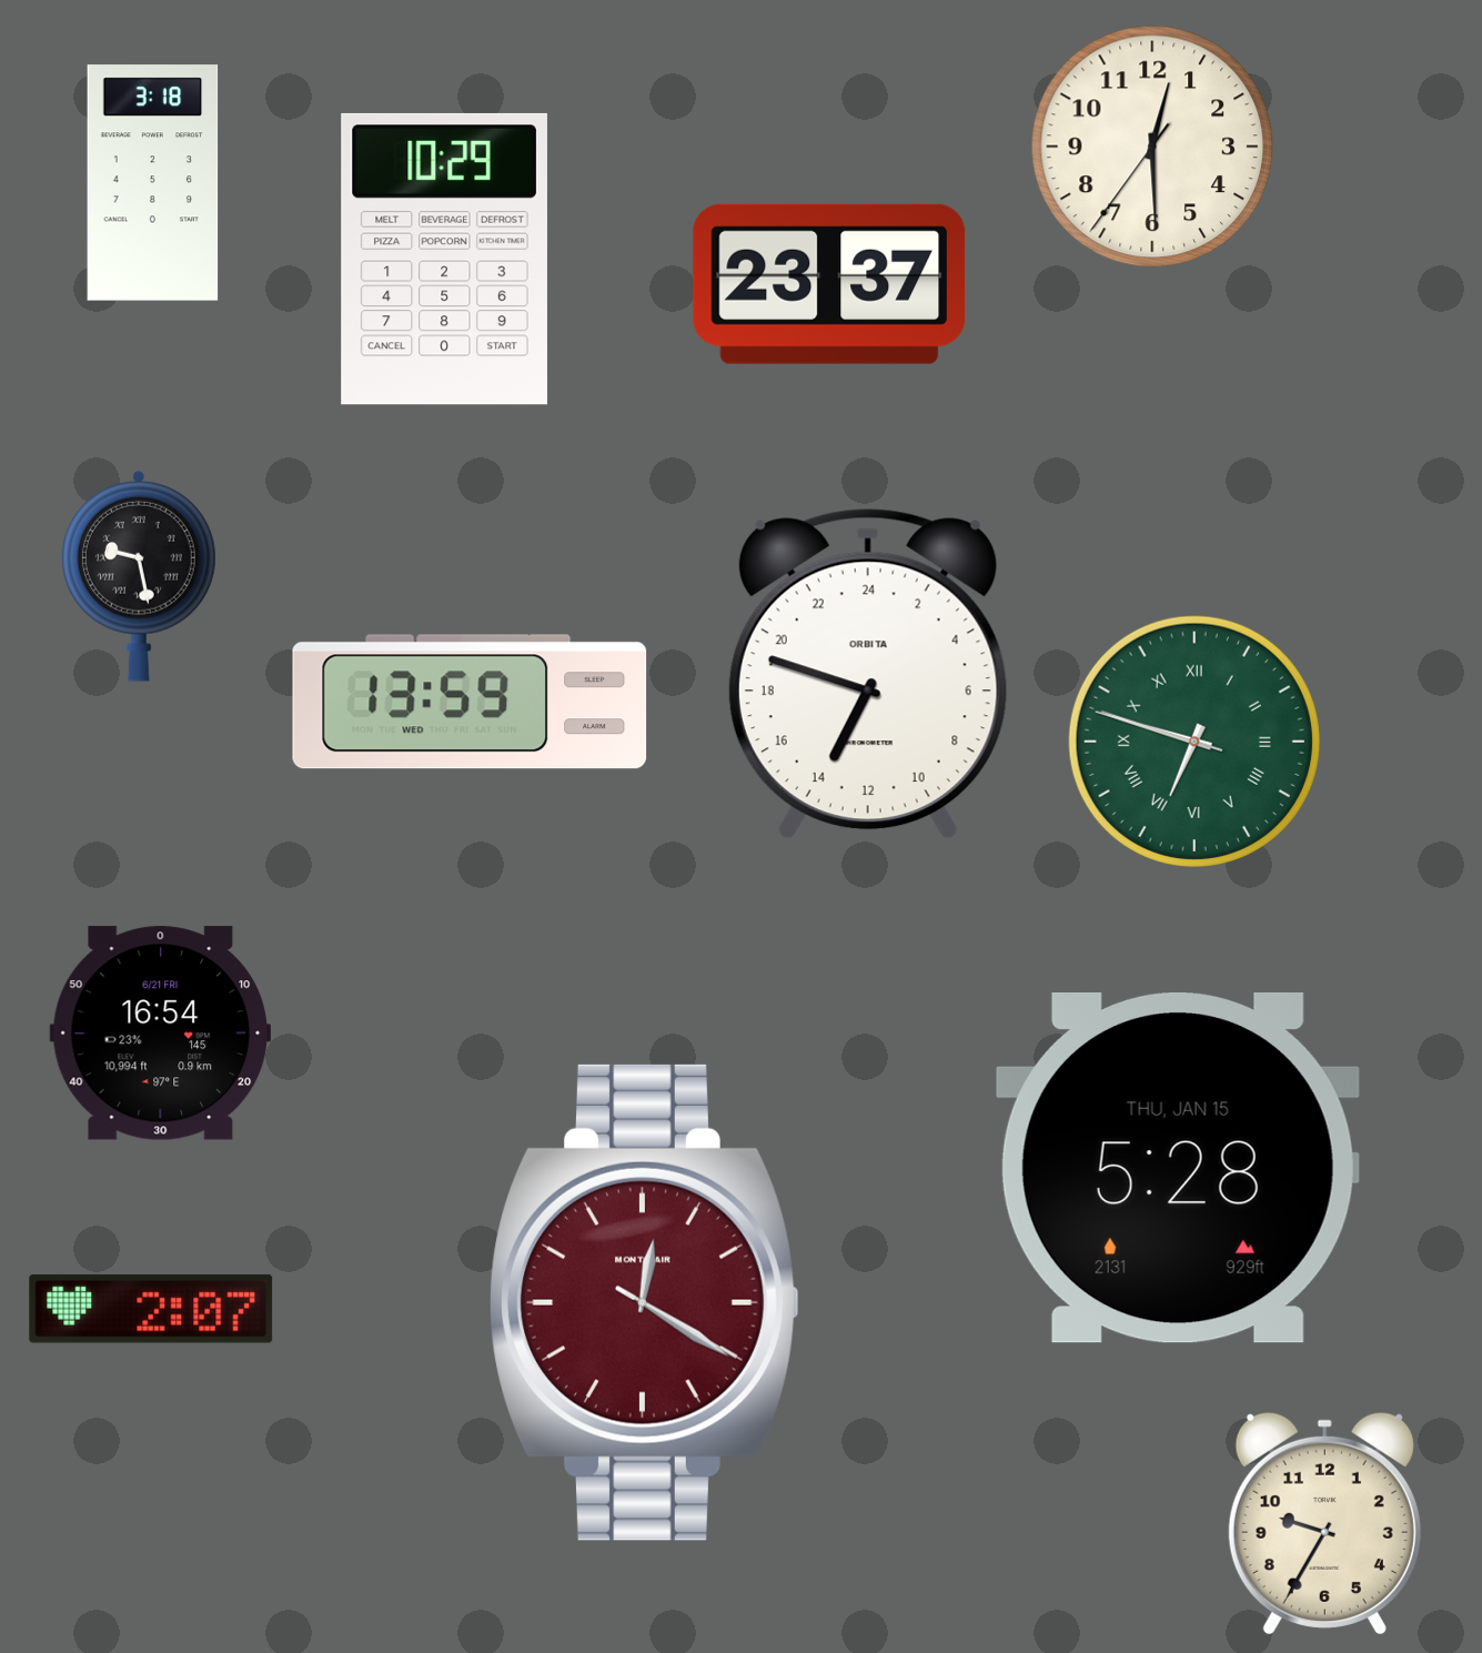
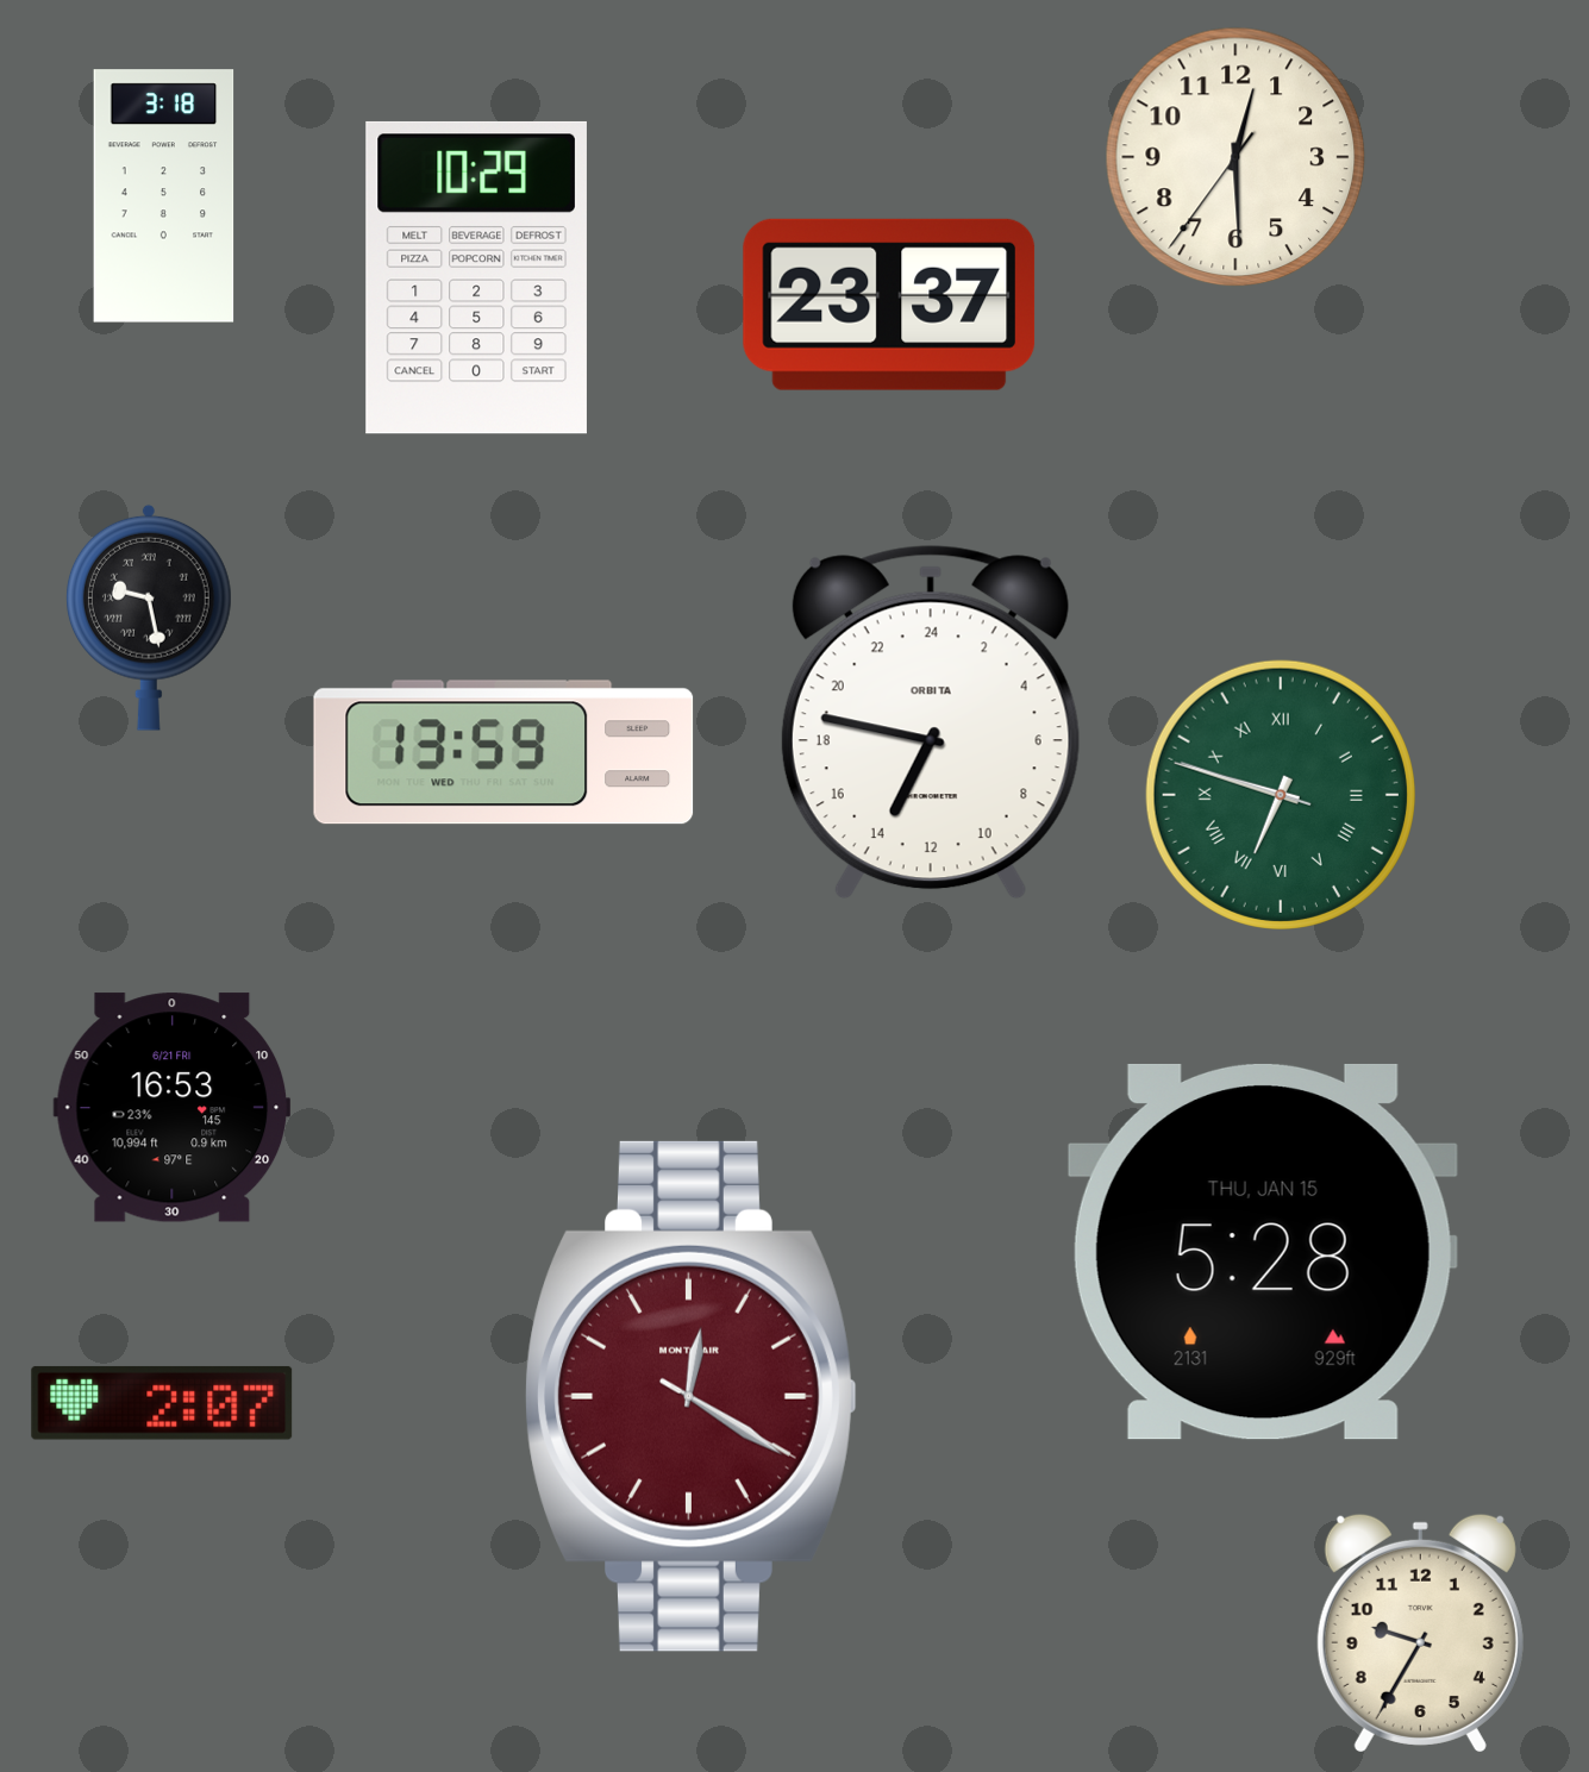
clock at (868, 674): 13:48 -> 13:47
clock at (161, 1034): 16:54 -> 16:53
